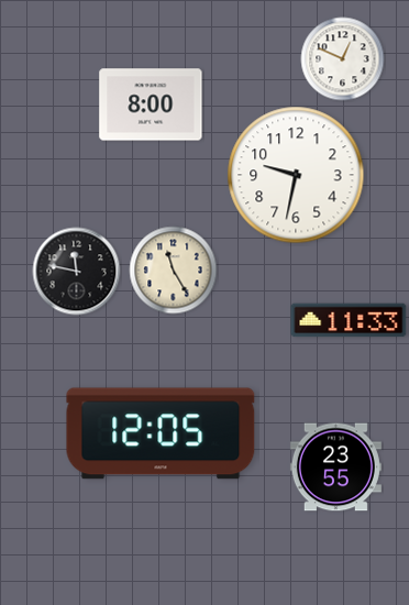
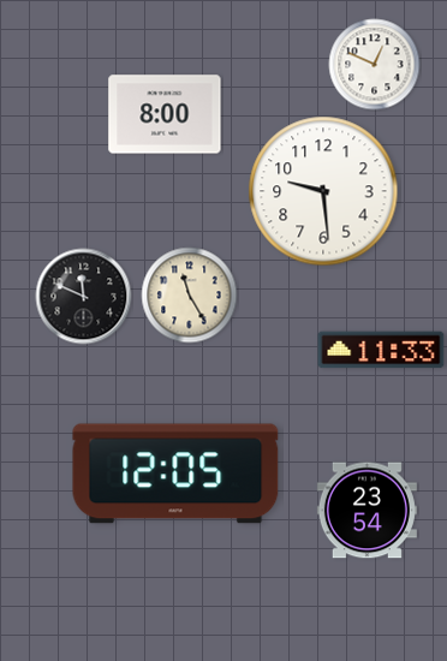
clock at (296, 175): 9:32 -> 9:29
clock at (77, 272): 11:47 -> 11:49
clock at (335, 468): 23:55 -> 23:54
